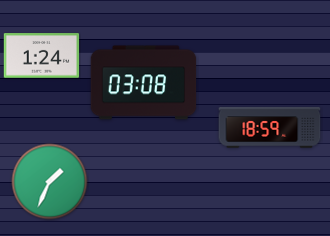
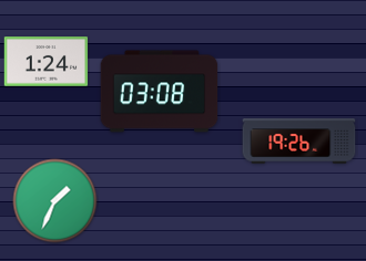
clock at (270, 128): 18:59 -> 19:26
